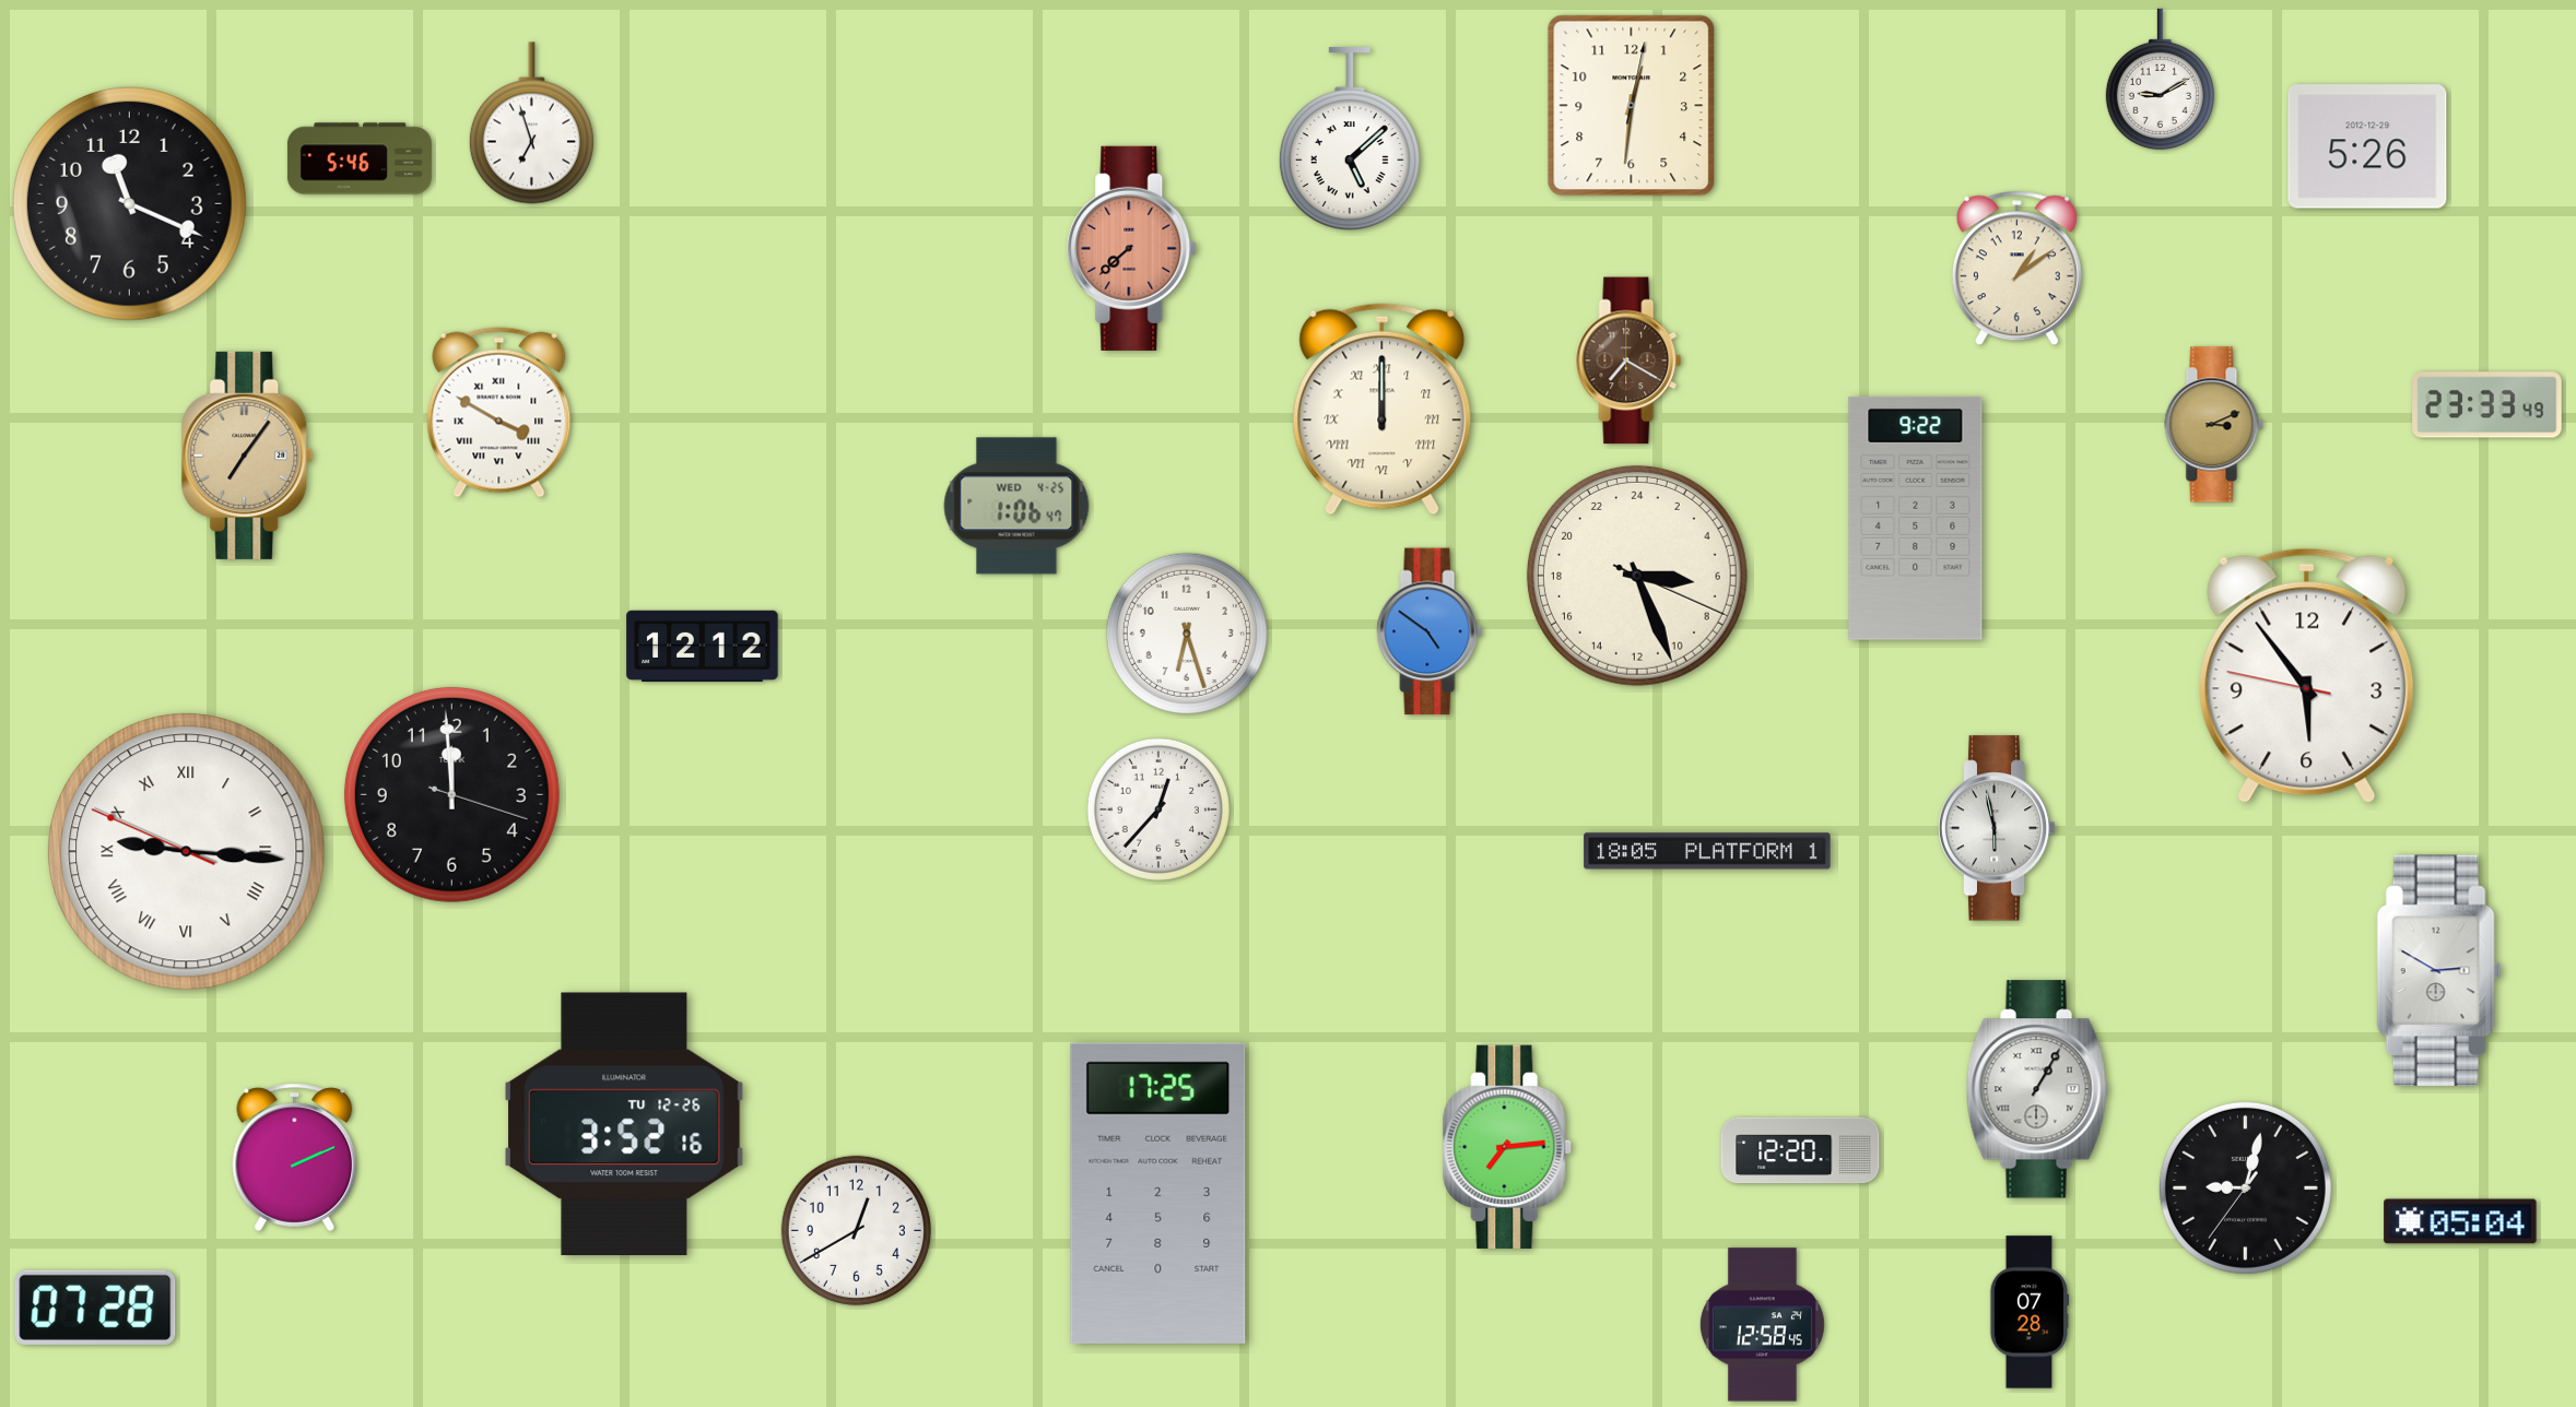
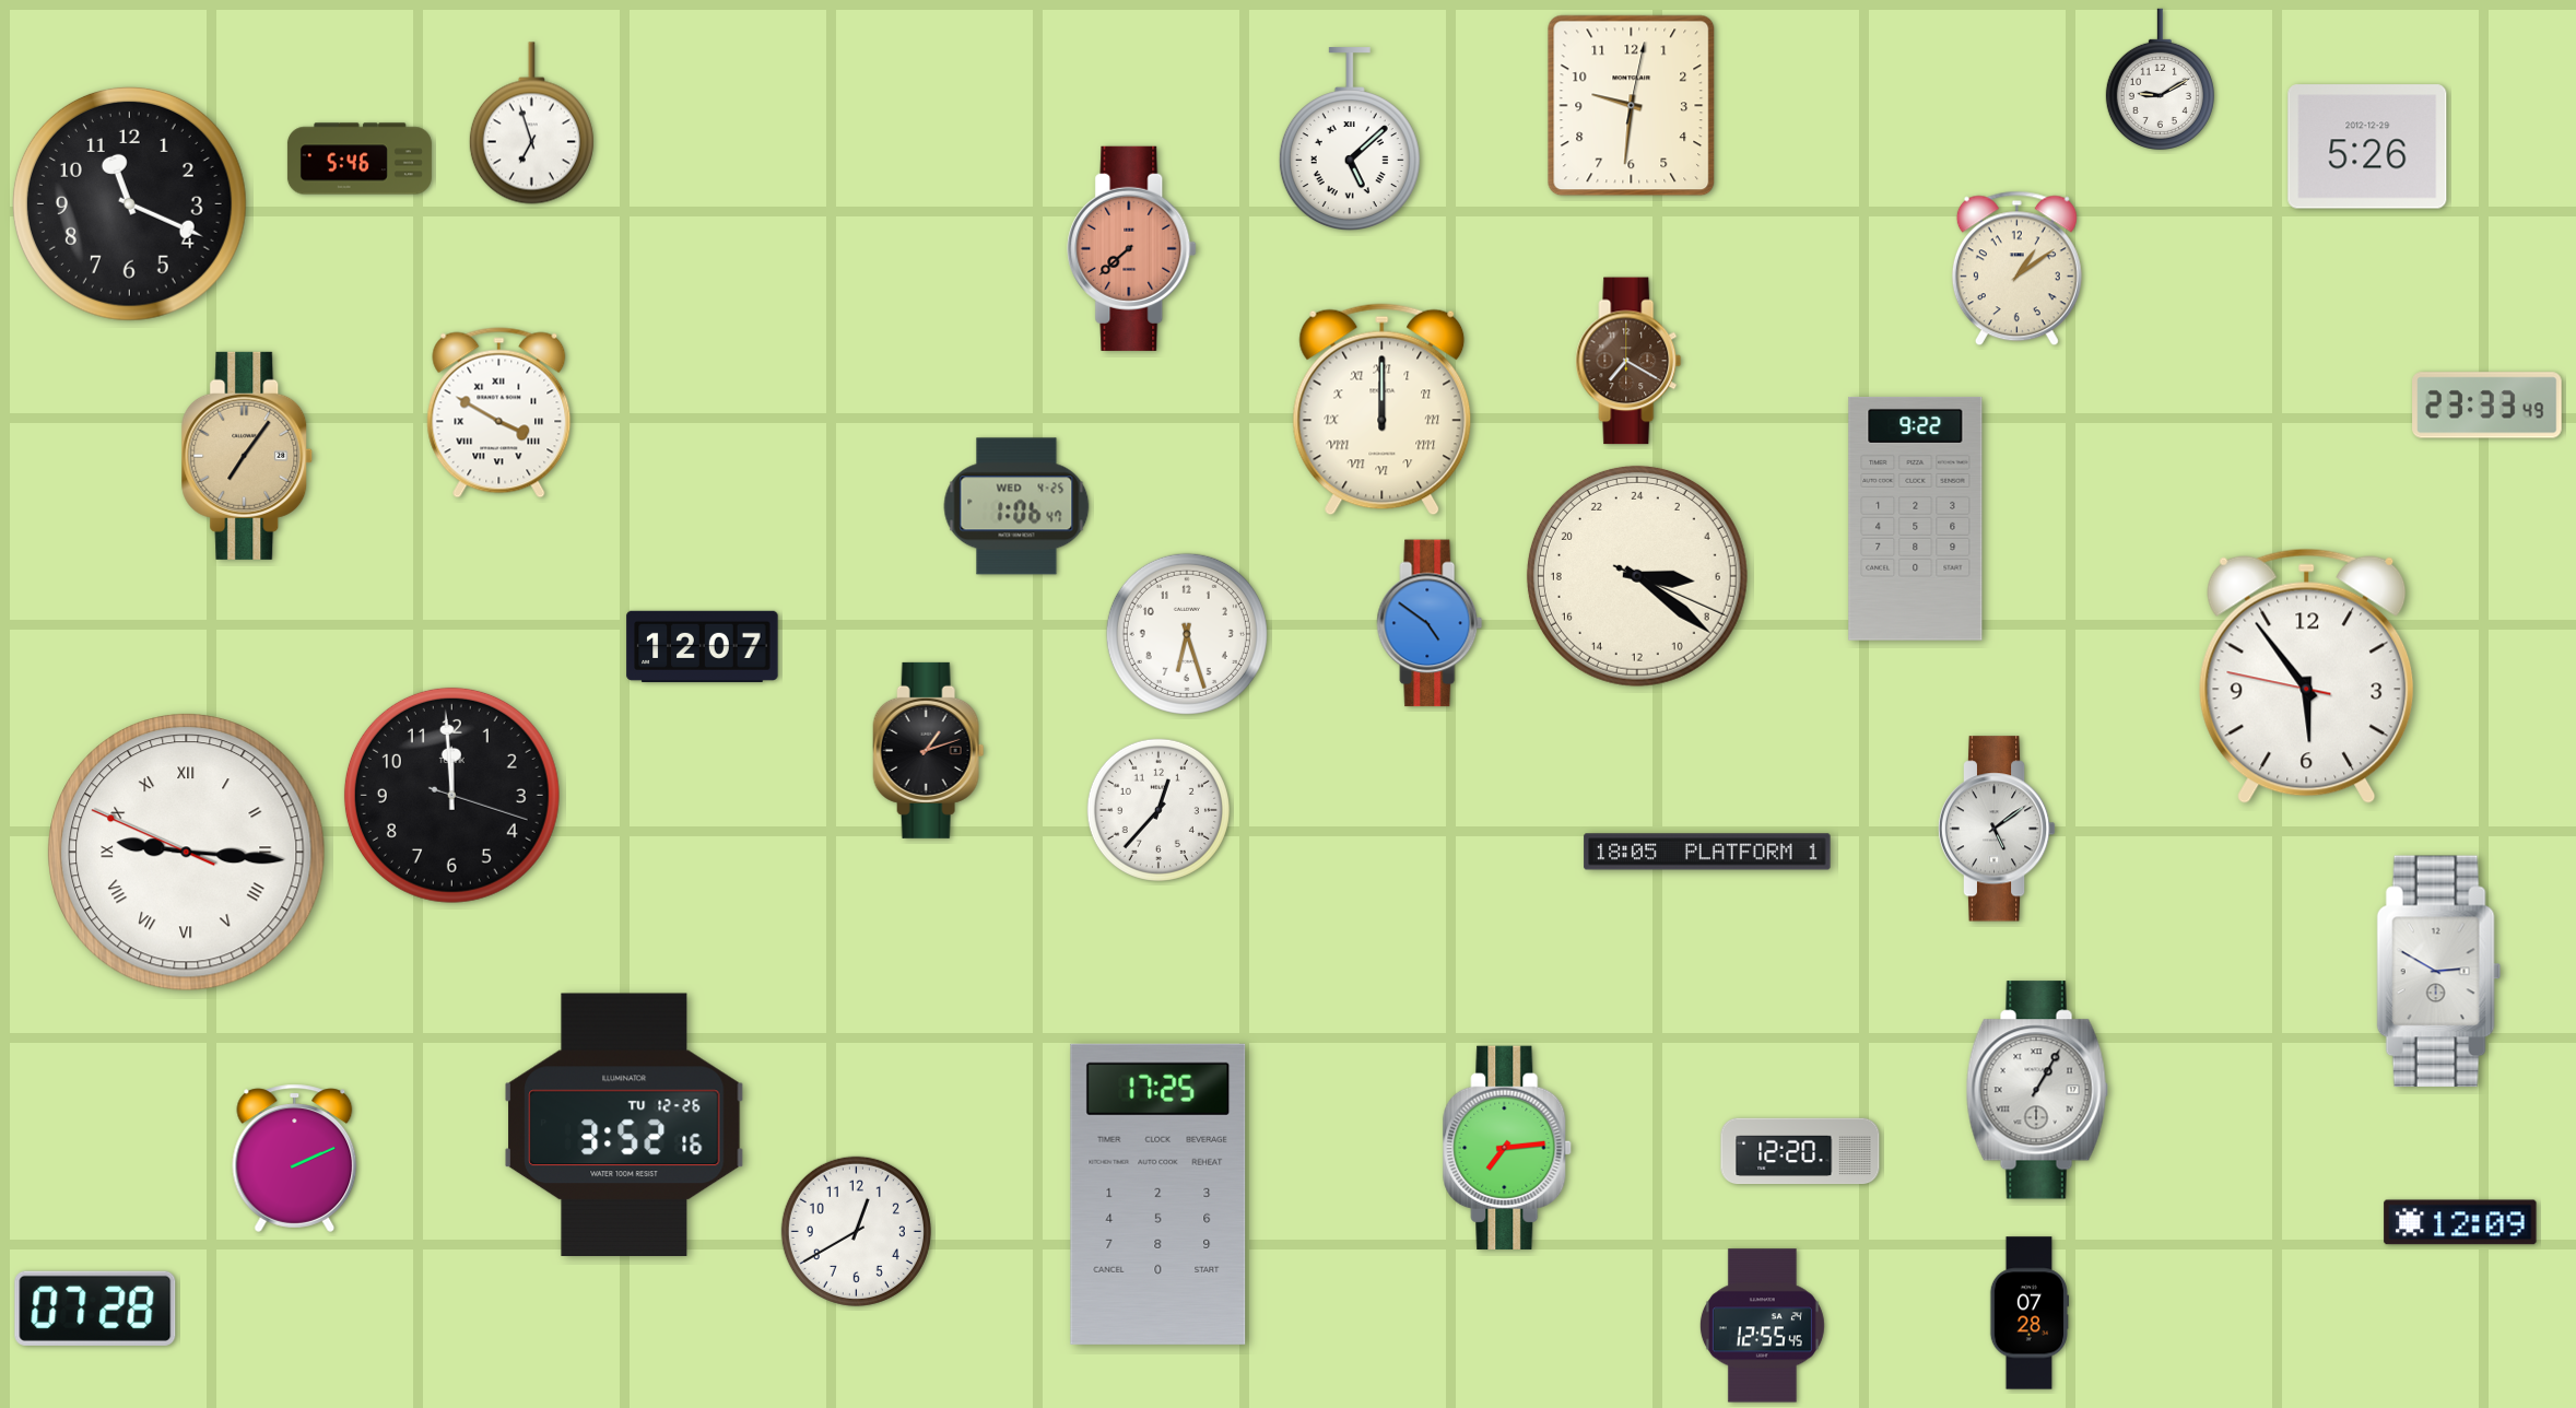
clock at (1632, 106): 12:31 -> 9:31
clock at (2214, 425): 3:11 -> none
clock at (1637, 576): 6:26 -> 6:21
clock at (1430, 631) position: (1430, 631) -> (1430, 623)
clock at (703, 646): 12:12 -> 12:07
clock at (929, 750): none -> 1:12
clock at (1997, 828): 5:58 -> 5:09
clock at (2245, 1187): 9:02 -> none
clock at (2460, 1221): 05:04 -> 12:09
clock at (1762, 1325): 12:58 -> 12:55
